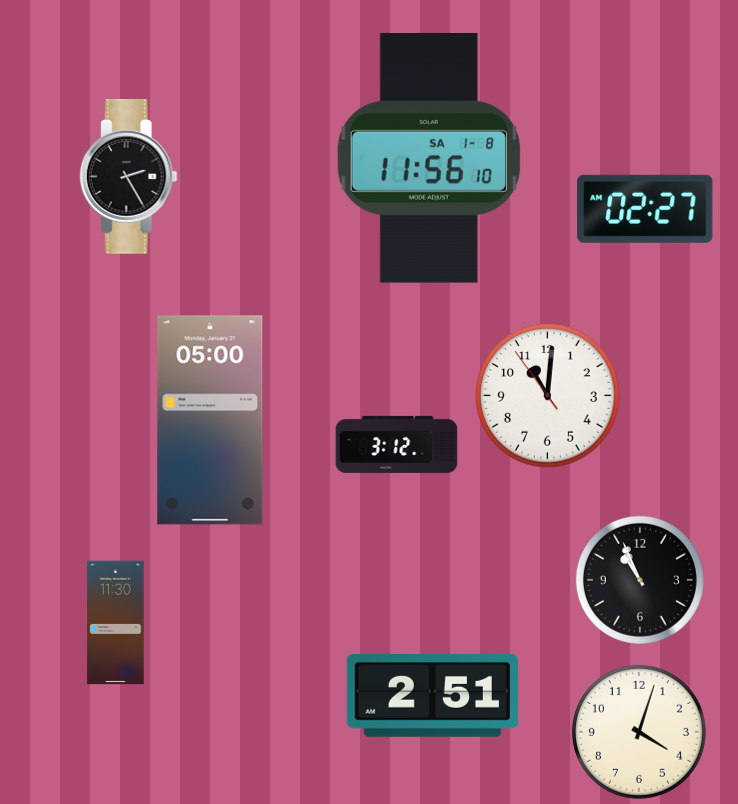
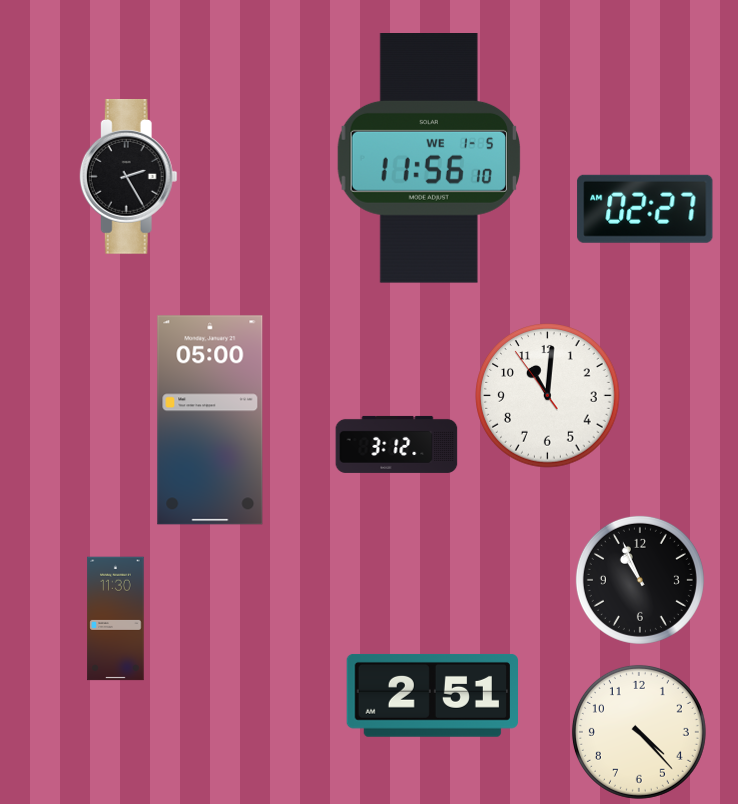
clock at (428, 159) date: SA 1-8 -> WE 1-5
clock at (116, 623) position: (116, 623) -> (116, 619)
clock at (639, 732): 4:03 -> 4:23
